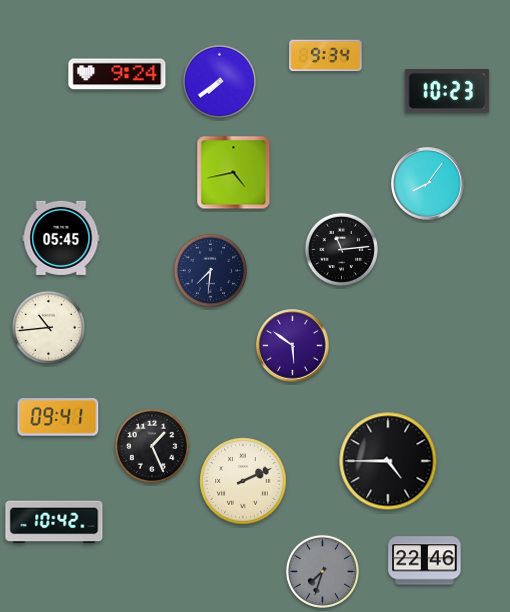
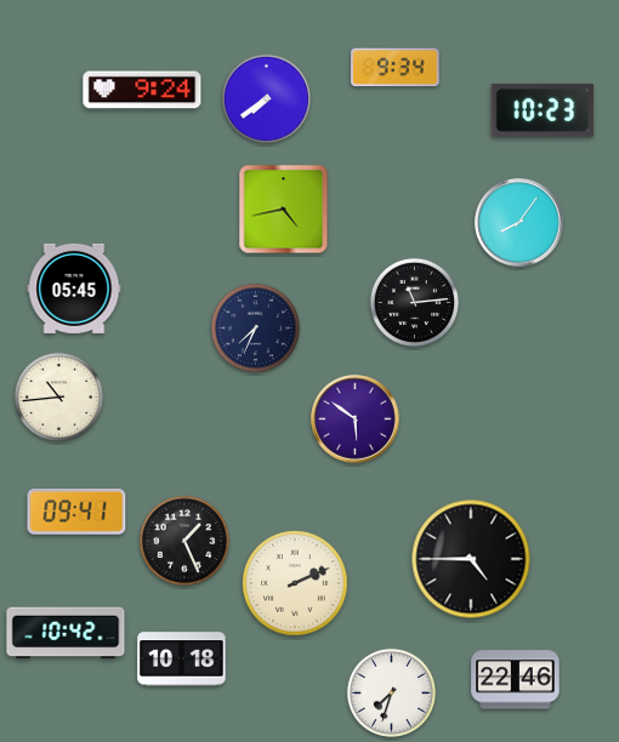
clock at (210, 270): 7:31 -> 7:34
clock at (58, 417) position: (58, 417) -> (76, 512)
clock at (182, 660): none -> 10:18
clock at (322, 571) dial: grey -> white
